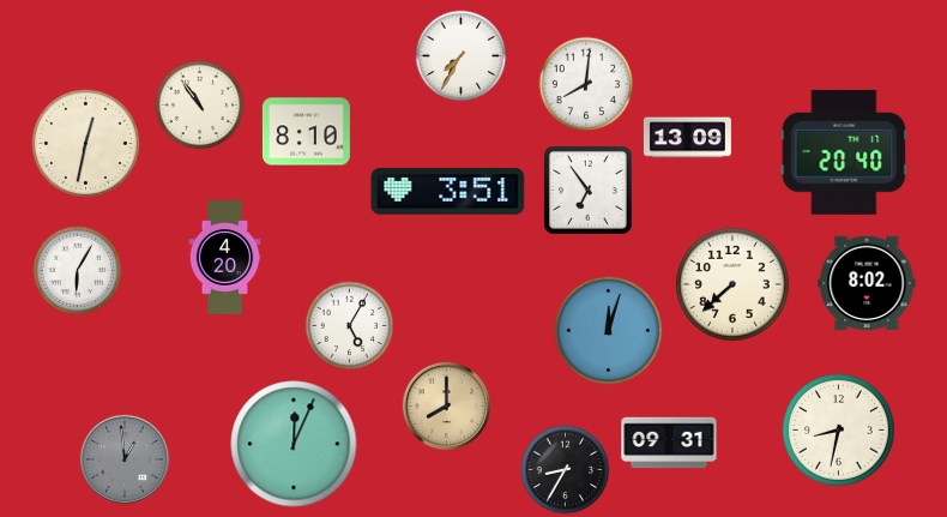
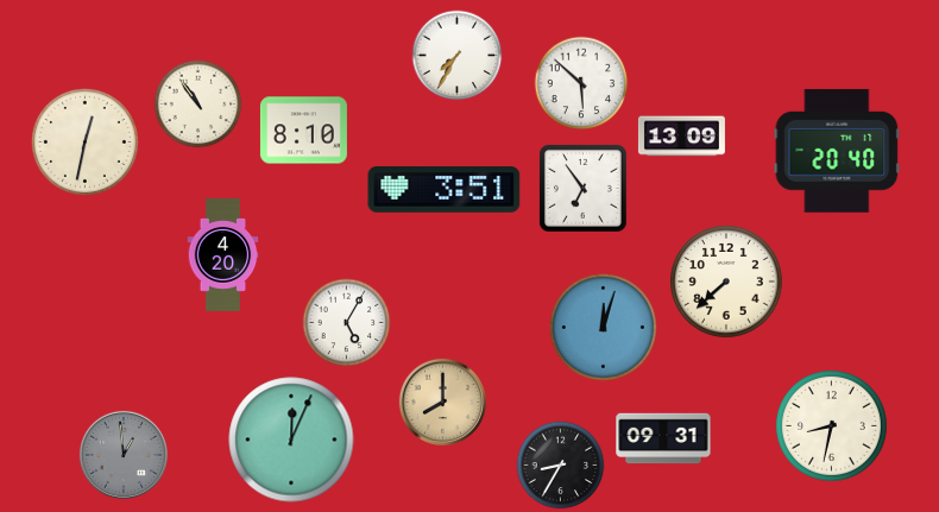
clock at (586, 84): 8:01 -> 5:52
clock at (78, 271): 6:05 -> none
clock at (867, 283): 8:02 -> none
